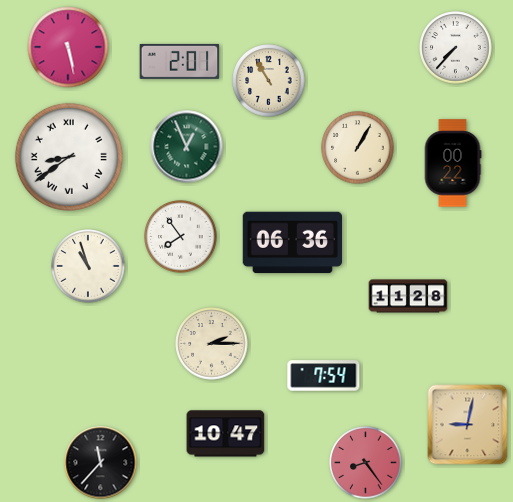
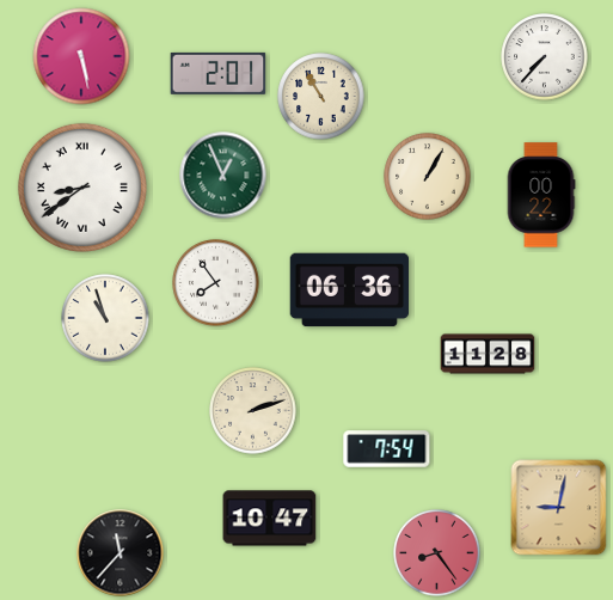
clock at (180, 61) position: (180, 61) -> (219, 73)
clock at (212, 344): 2:15 -> 2:12
